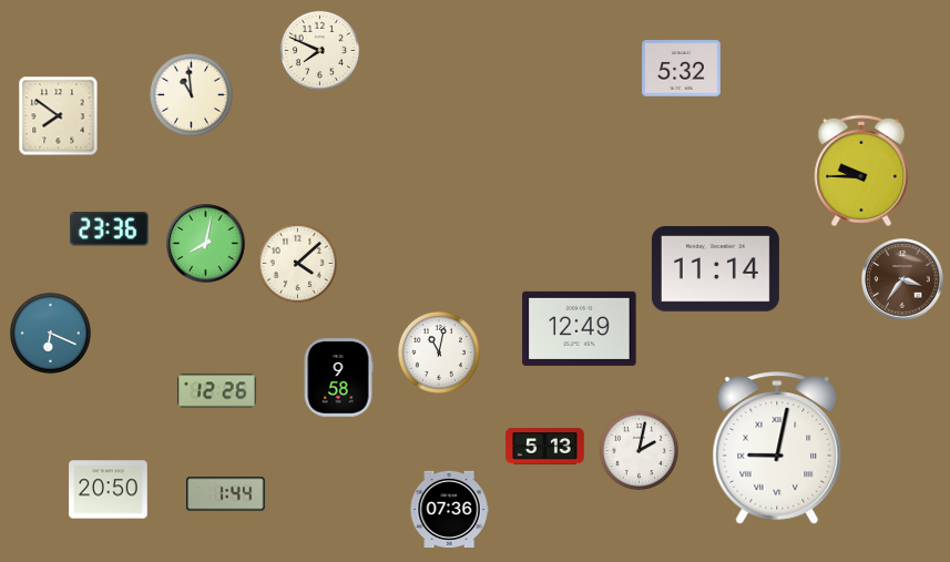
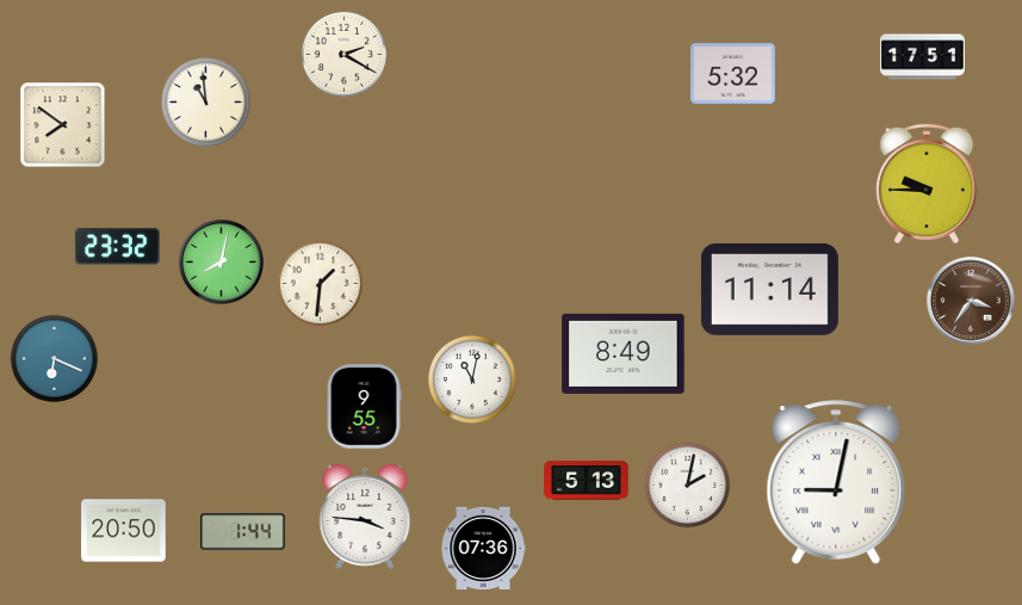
clock at (319, 50): 7:49 -> 2:20
clock at (923, 57): none -> 17:51
clock at (110, 229): 23:36 -> 23:32
clock at (297, 263): 4:08 -> 1:31
clock at (580, 328): 12:49 -> 8:49
clock at (338, 378): 9:58 -> 9:55
clock at (217, 391): 12:26 -> none
clock at (365, 517): none -> 3:46
clock at (109, 490) position: (109, 490) -> (124, 531)
